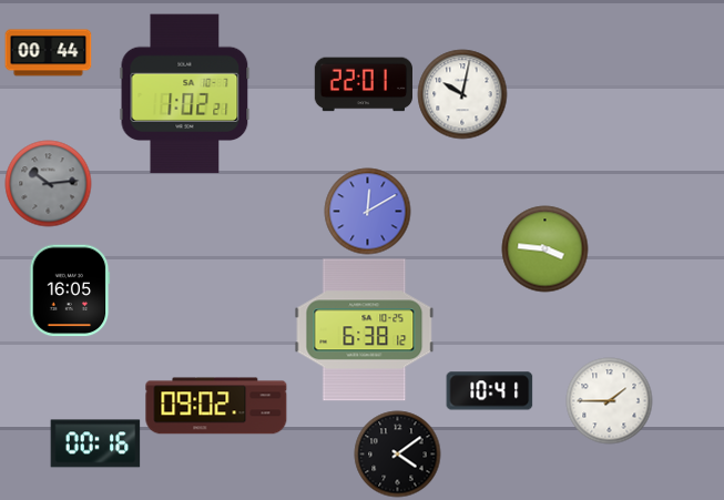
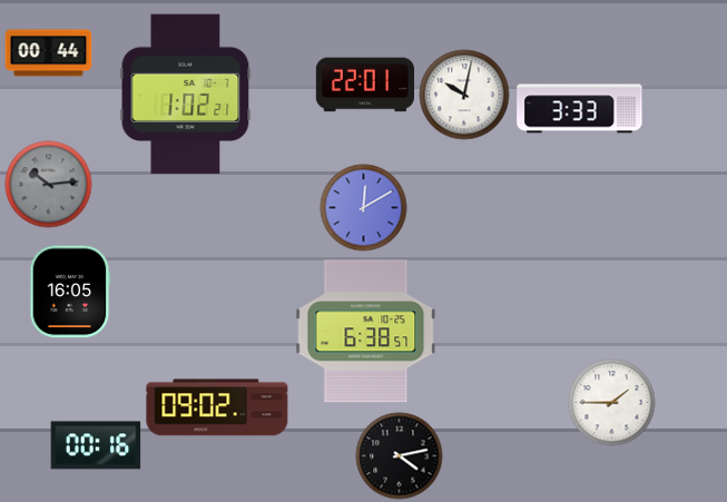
clock at (580, 109): none -> 3:33
clock at (367, 211) position: (367, 211) -> (363, 207)
clock at (544, 248): 3:46 -> none
clock at (365, 330): 6:38:12 -> 6:38:57
clock at (489, 391): 10:41 -> none
clock at (397, 453): 4:09 -> 4:13
